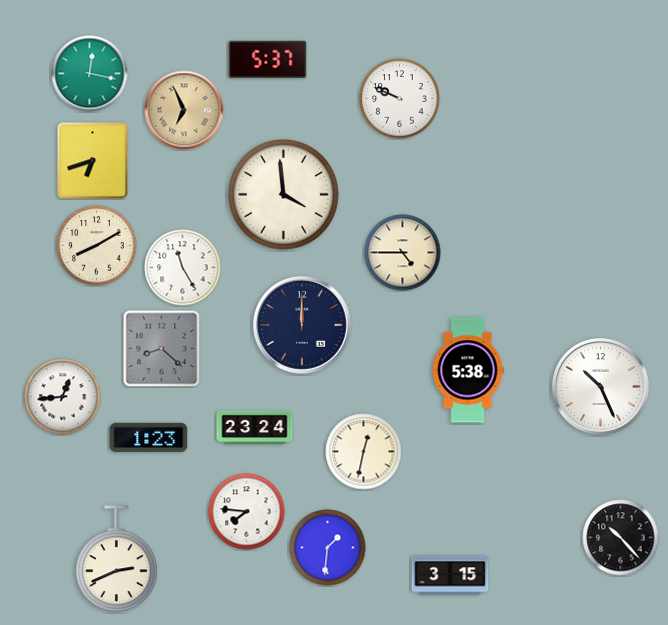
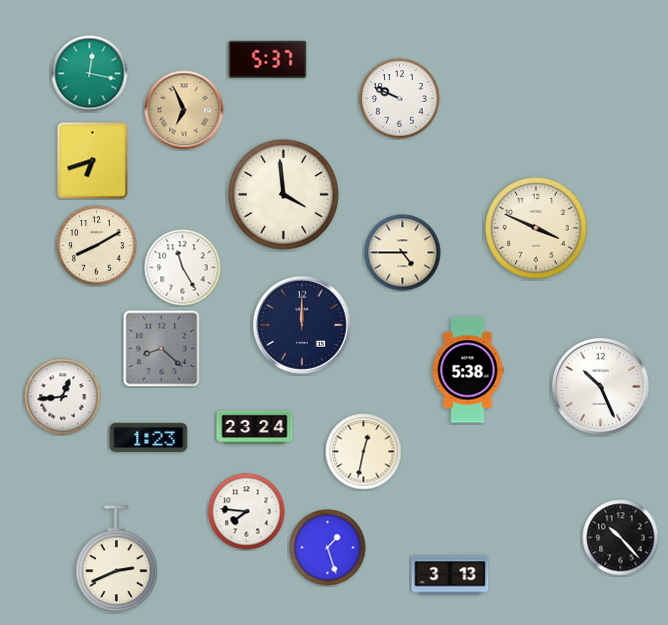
clock at (536, 228): none -> 3:49
clock at (328, 548): 1:31 -> 1:27
clock at (450, 575): 3:15 -> 3:13
